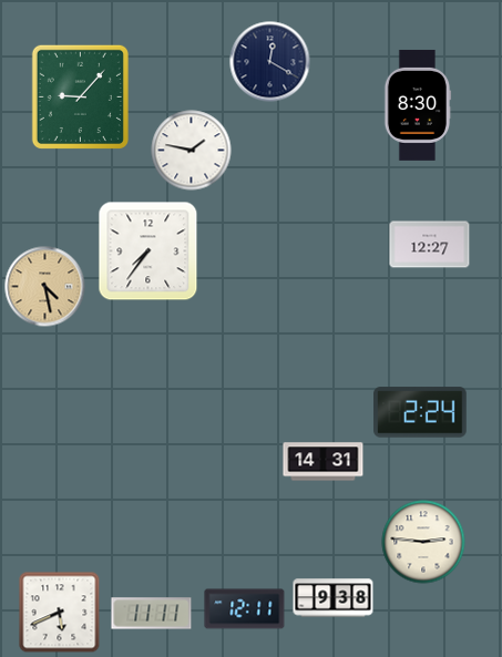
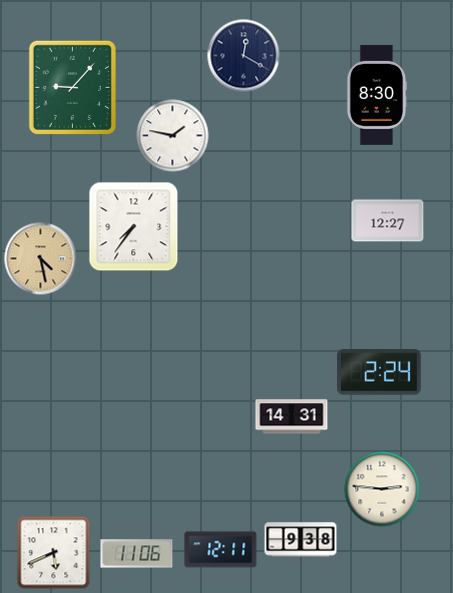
clock at (152, 614): 11:11 -> 11:06
